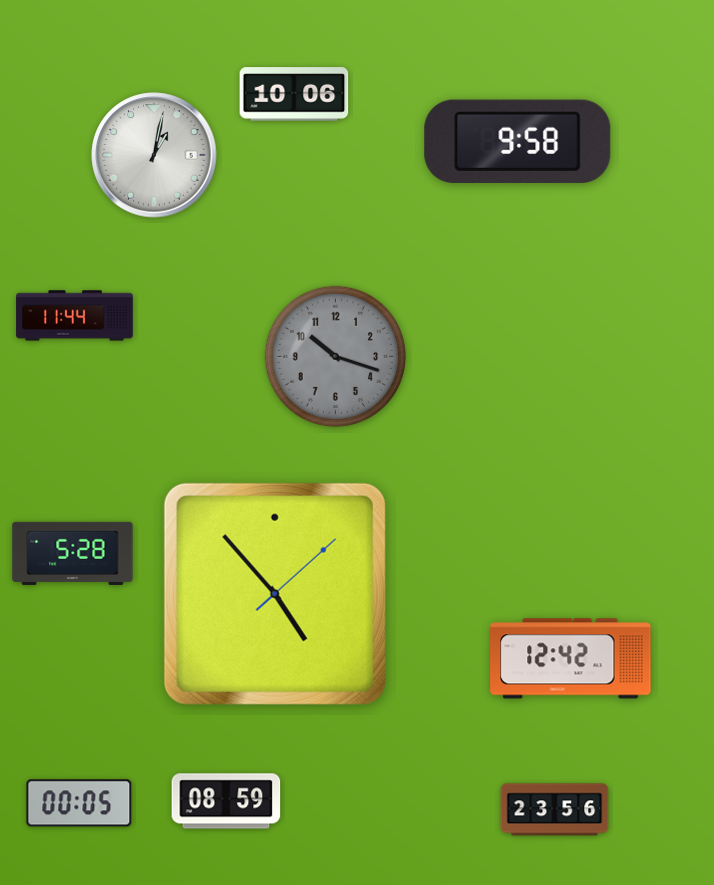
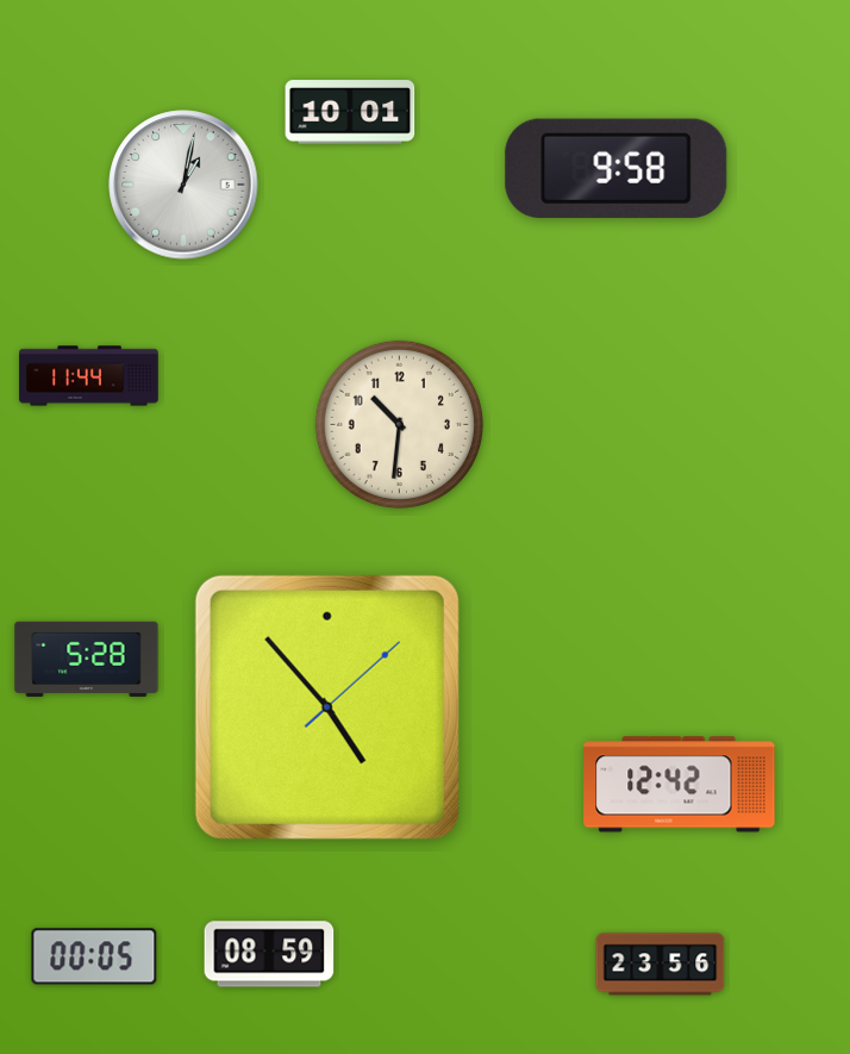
clock at (294, 94): 10:06 -> 10:01
clock at (335, 356): 10:18 -> 10:31
clock at (335, 356) dial: grey -> cream
